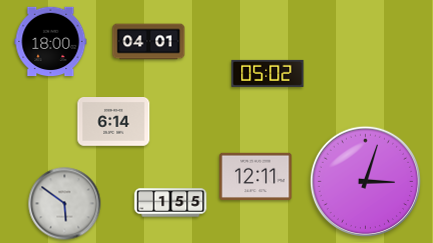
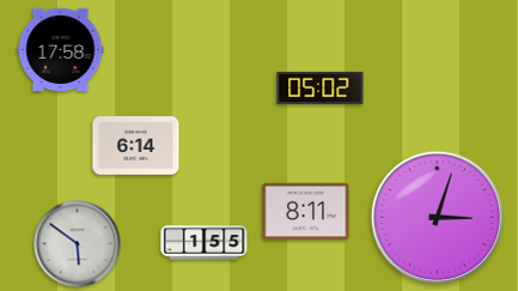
clock at (51, 42): 18:00 -> 17:58
clock at (149, 42): 04:01 -> none
clock at (256, 177): 12:11 -> 8:11
